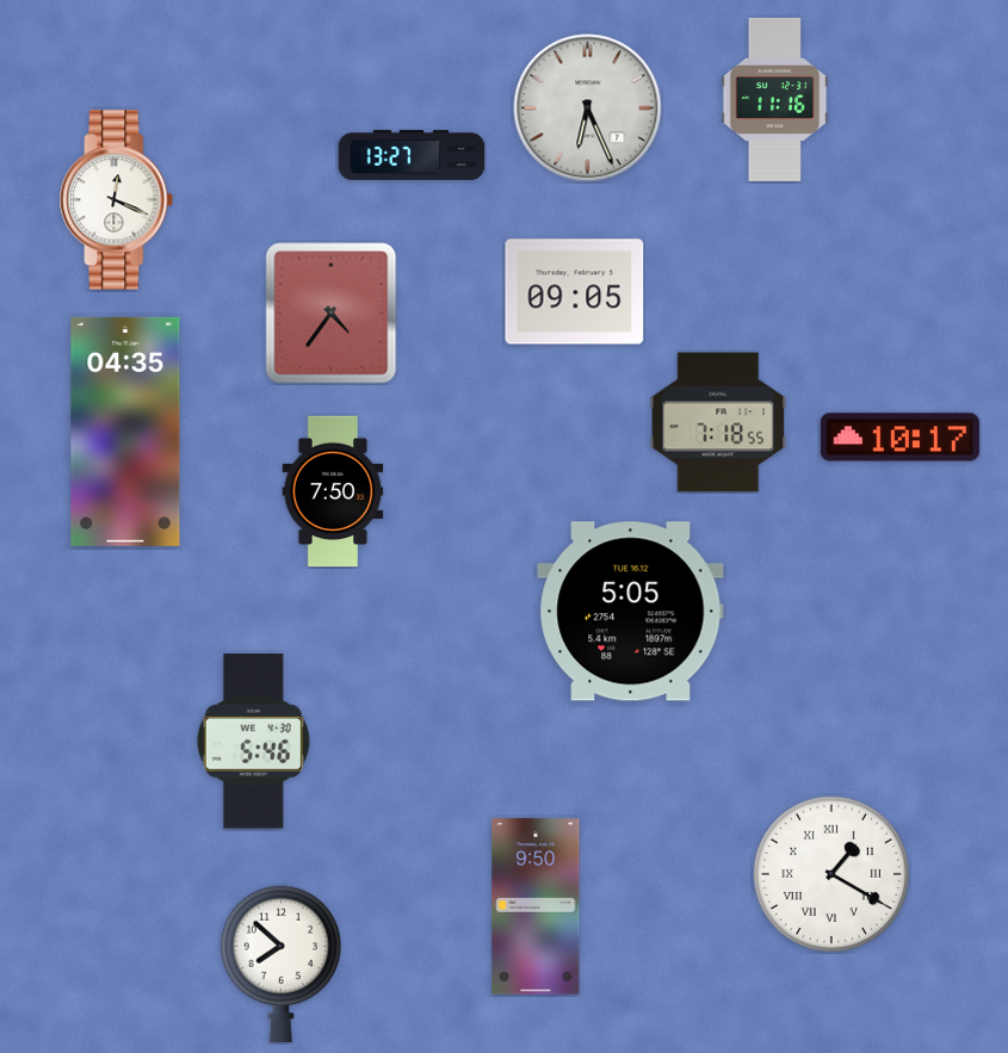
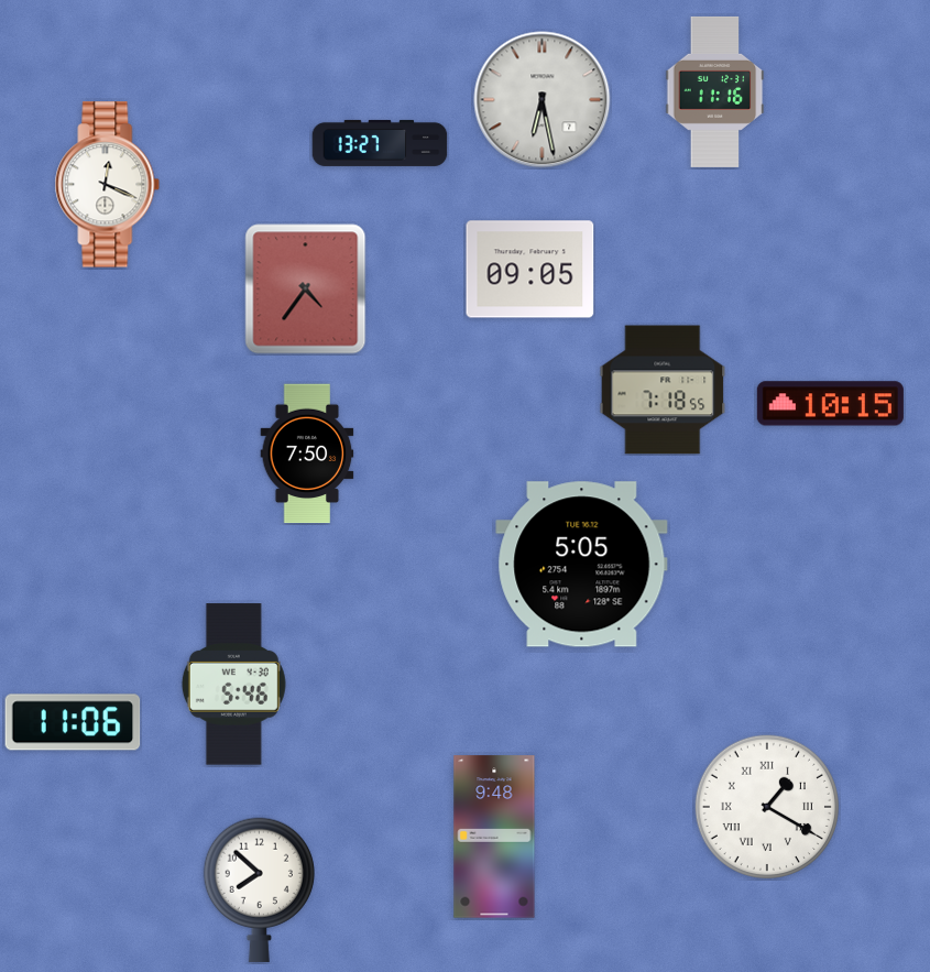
clock at (588, 109): 6:26 -> 6:28
clock at (125, 432): 04:35 -> none
clock at (899, 438): 10:17 -> 10:15
clock at (73, 722): none -> 11:06
clock at (536, 906): 9:50 -> 9:48
